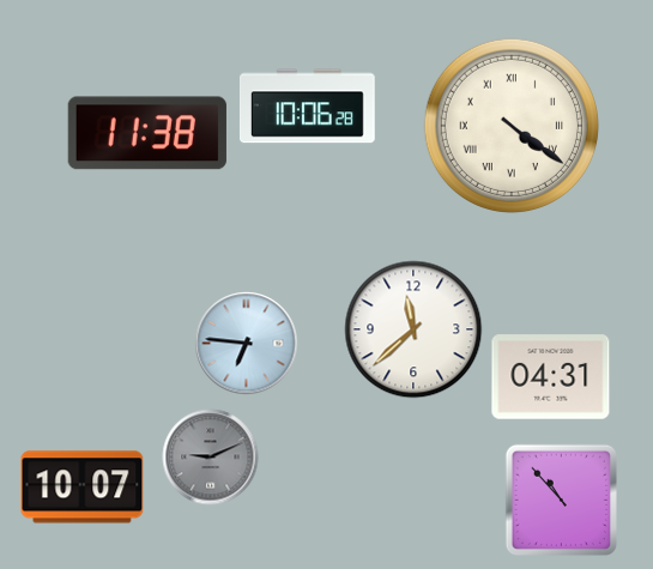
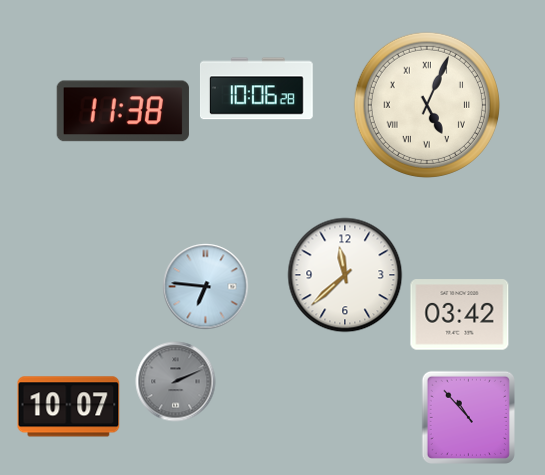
clock at (512, 126): 4:21 -> 5:04
clock at (551, 377): 04:31 -> 03:42
clock at (211, 458): 9:11 -> 2:11
